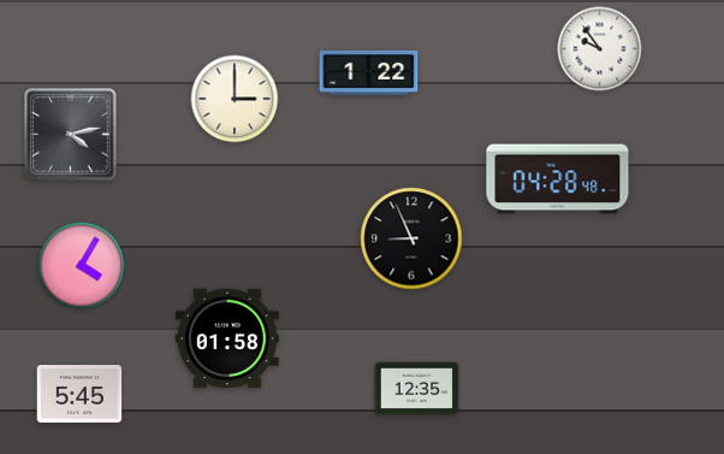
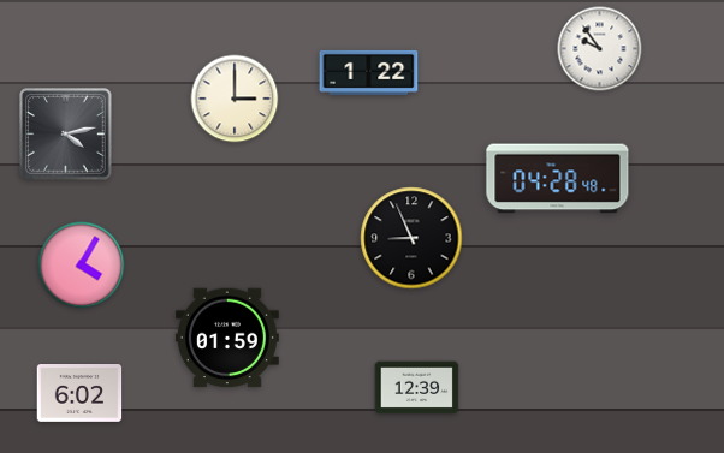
clock at (71, 135) position: (71, 135) -> (66, 135)
clock at (227, 338): 01:58 -> 01:59
clock at (417, 389): 12:35 -> 12:39
clock at (79, 395): 5:45 -> 6:02
